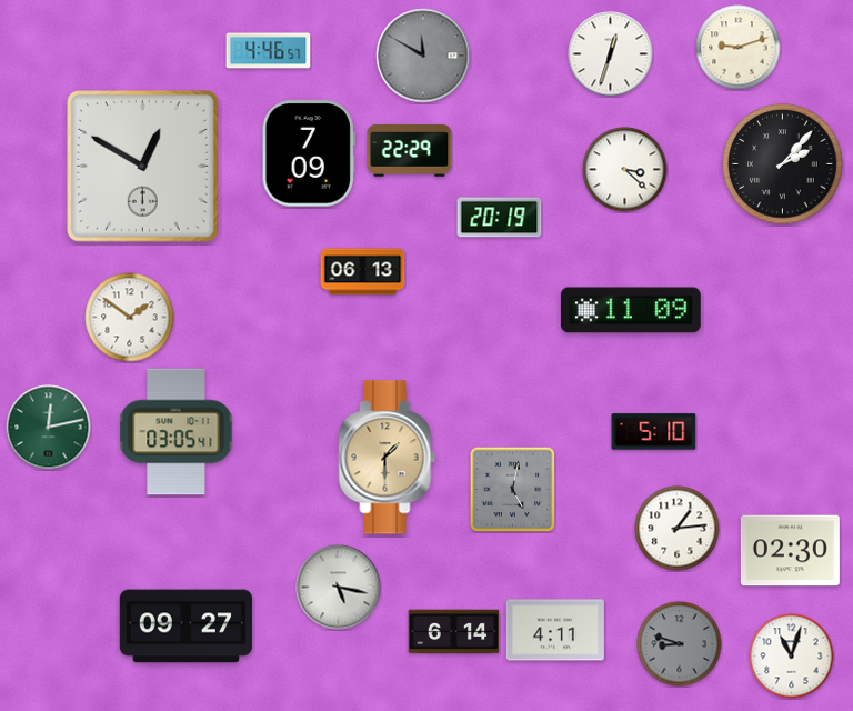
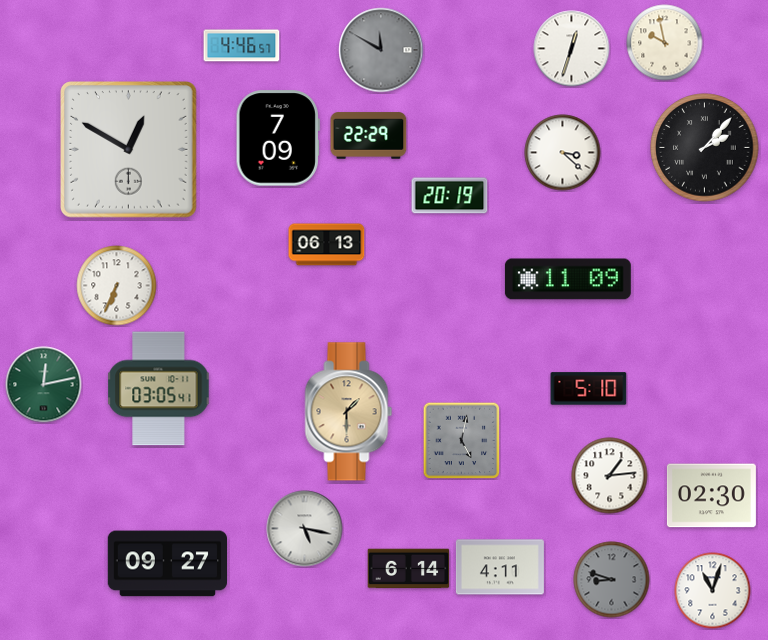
clock at (739, 48): 9:12 -> 9:58
clock at (611, 54) position: (611, 54) -> (572, 49)
clock at (130, 318): 1:51 -> 6:34
